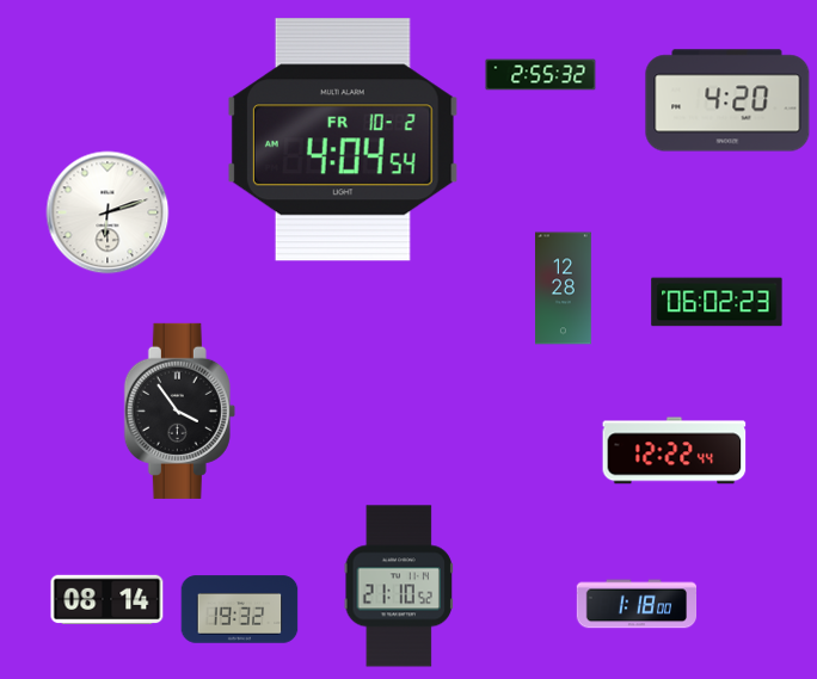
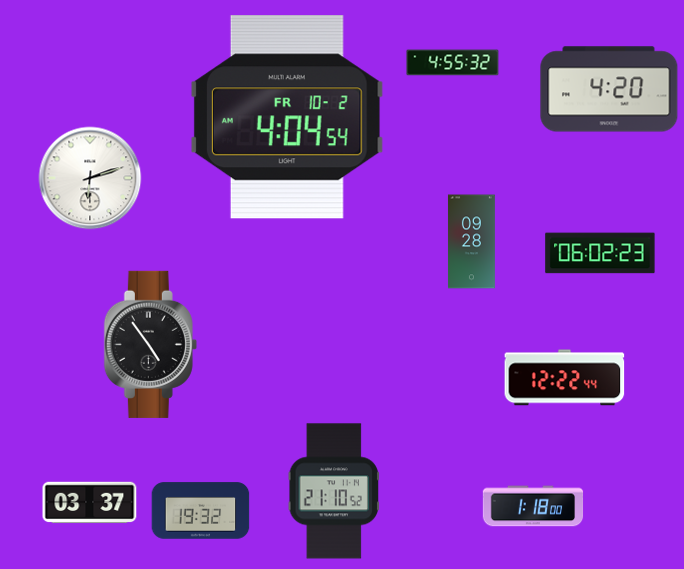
clock at (541, 75): 2:55 -> 4:55
clock at (727, 100) position: (727, 100) -> (609, 89)
clock at (563, 289): 12:28 -> 09:28
clock at (179, 411): 3:54 -> 4:54
clock at (107, 600): 08:14 -> 03:37
